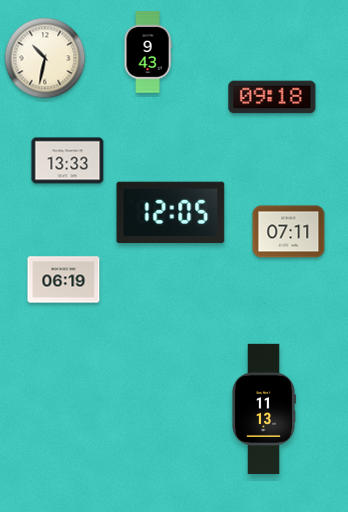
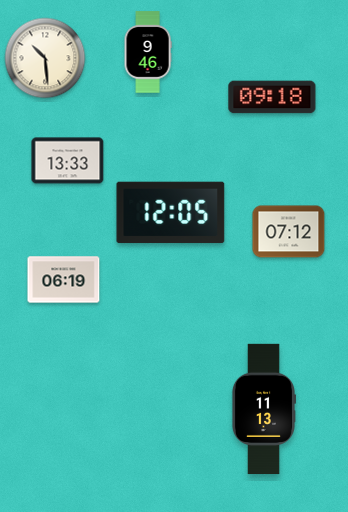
clock at (148, 52): 9:43 -> 9:46
clock at (45, 58): 10:32 -> 10:29
clock at (289, 232): 07:11 -> 07:12
